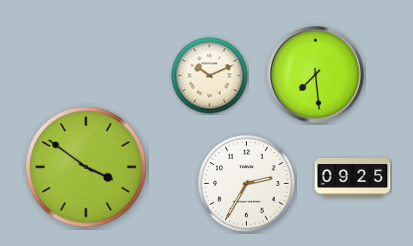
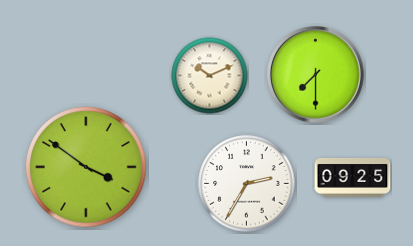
clock at (316, 75): 7:29 -> 7:30
